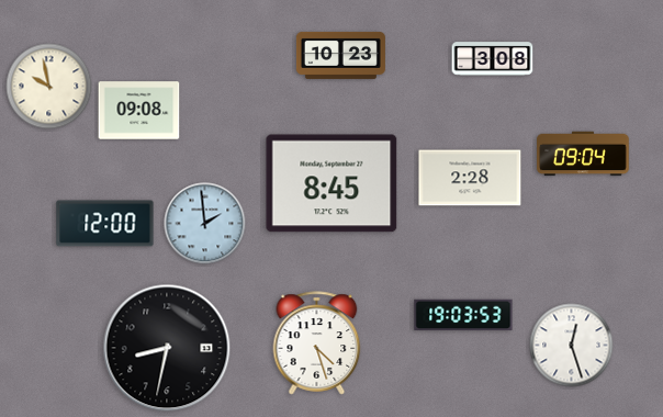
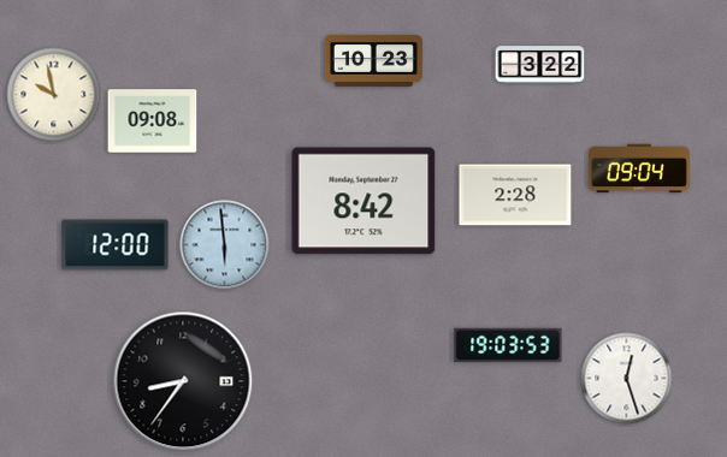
clock at (493, 59): 3:08 -> 3:22
clock at (332, 183): 8:45 -> 8:42
clock at (205, 224): 1:59 -> 5:59
clock at (317, 343): 4:27 -> none
clock at (167, 348): 8:32 -> 8:36
